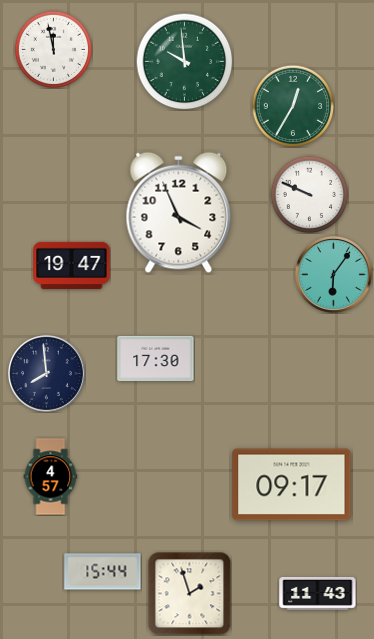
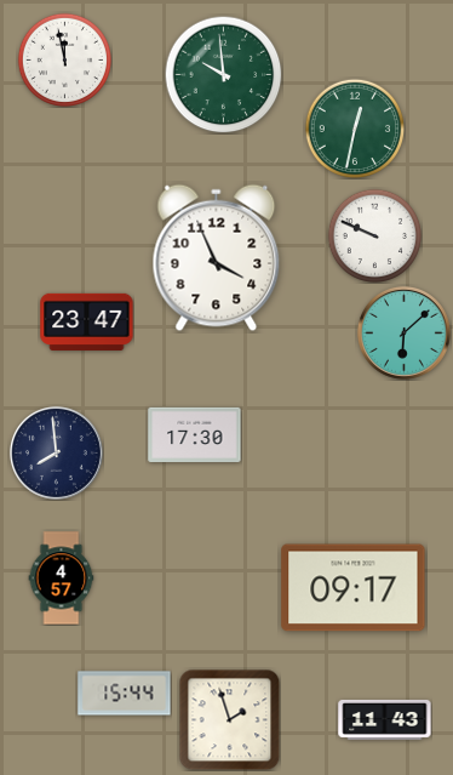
clock at (293, 106): 12:35 -> 12:32
clock at (72, 265): 19:47 -> 23:47
clock at (333, 274): 6:06 -> 6:08
clock at (156, 358) position: (156, 358) -> (195, 434)
